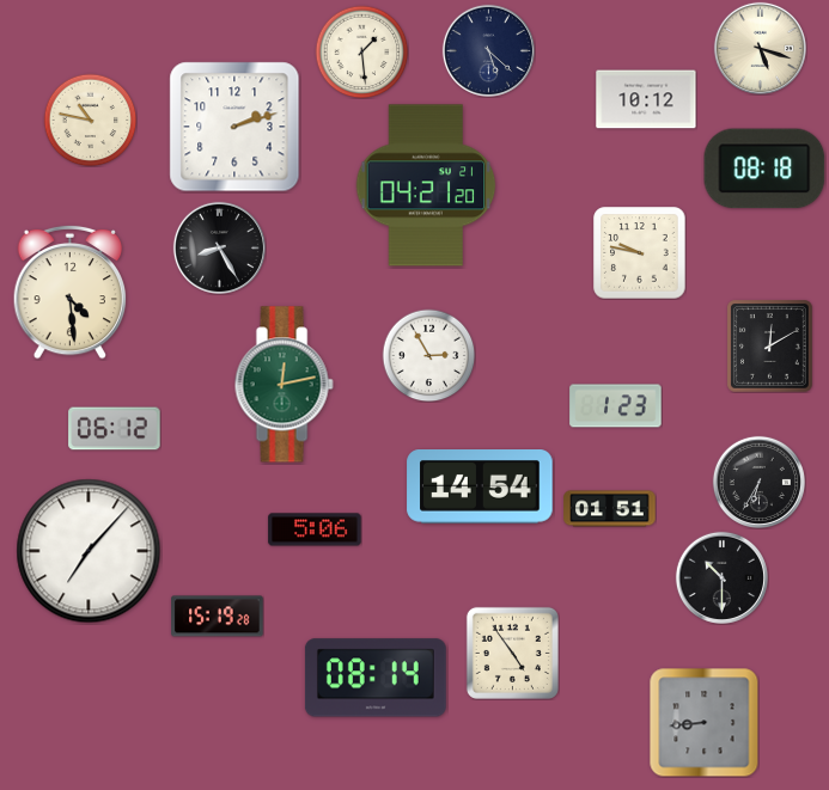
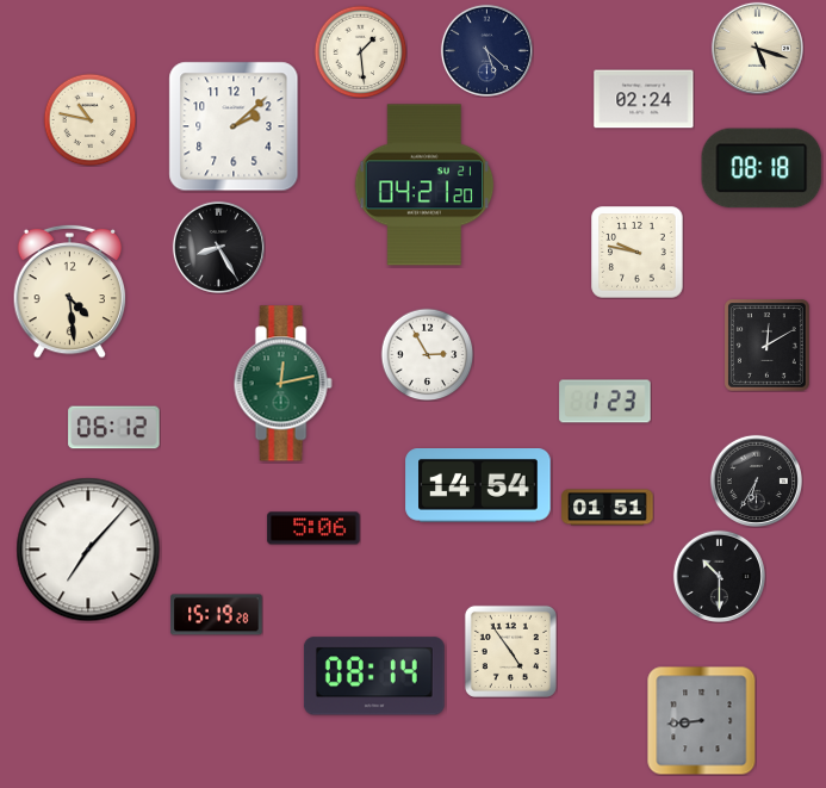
clock at (646, 99): 10:12 -> 02:24
clock at (234, 127): 2:12 -> 2:08
clock at (616, 406) position: (616, 406) -> (605, 402)
